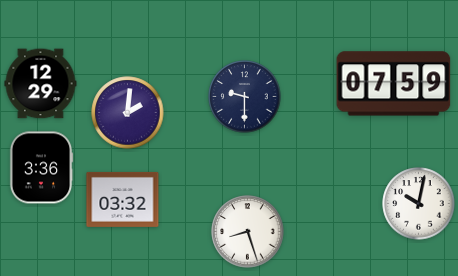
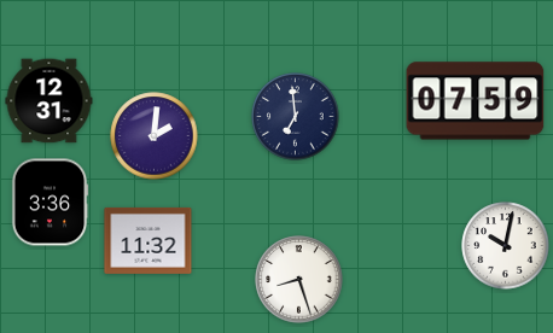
clock at (41, 84): 12:29 -> 12:31
clock at (245, 97): 9:30 -> 6:59
clock at (123, 199): 03:32 -> 11:32
